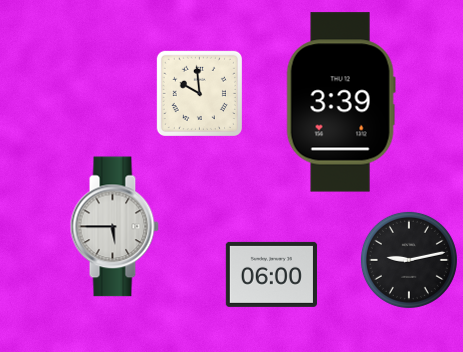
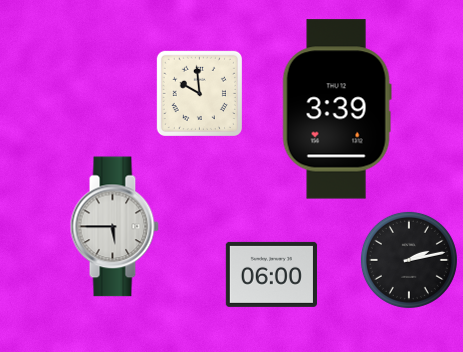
clock at (341, 102) position: (341, 102) -> (337, 109)
clock at (409, 260): 9:13 -> 2:13
